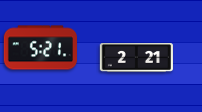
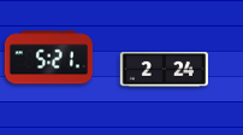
clock at (136, 58): 2:21 -> 2:24
